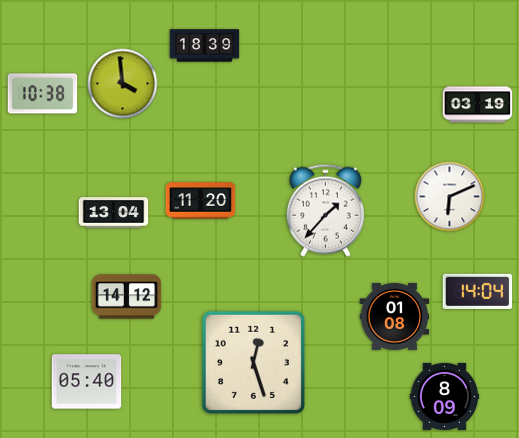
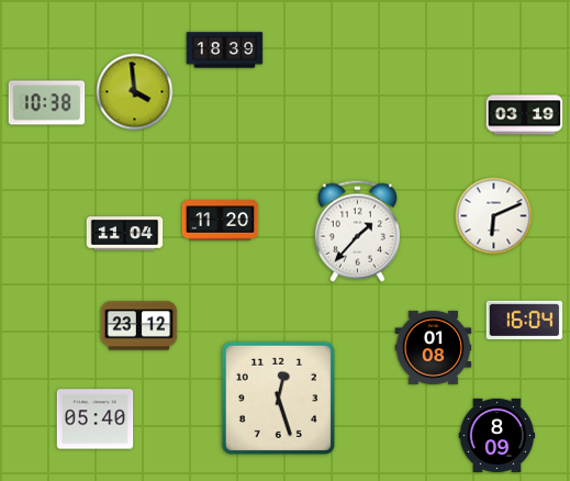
clock at (114, 213): 13:04 -> 11:04
clock at (478, 291): 14:04 -> 16:04
clock at (127, 297): 14:12 -> 23:12
clock at (445, 396) position: (445, 396) -> (498, 435)
